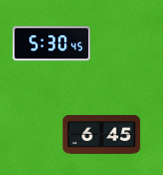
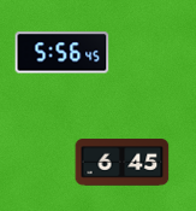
clock at (51, 44): 5:30 -> 5:56
